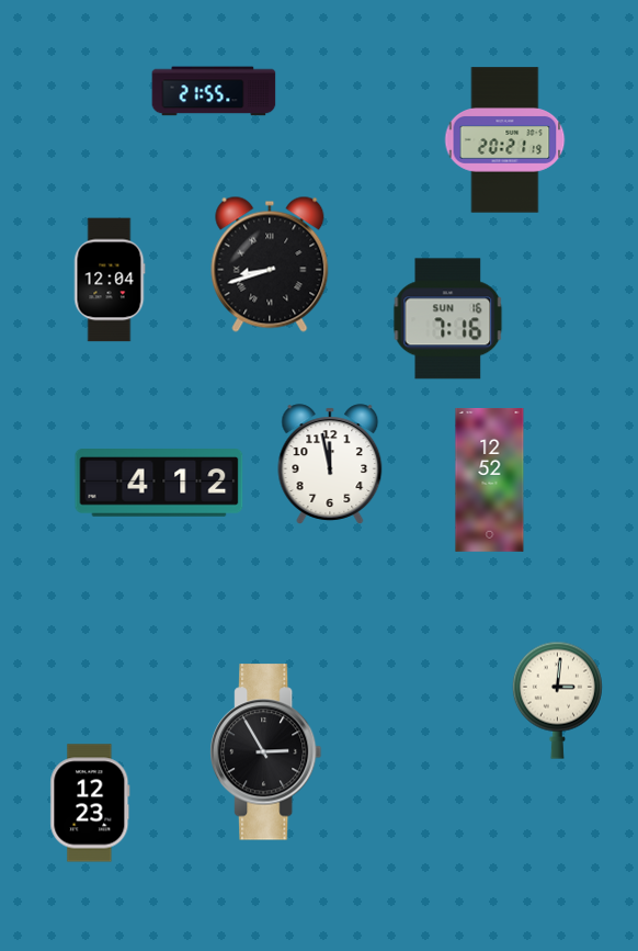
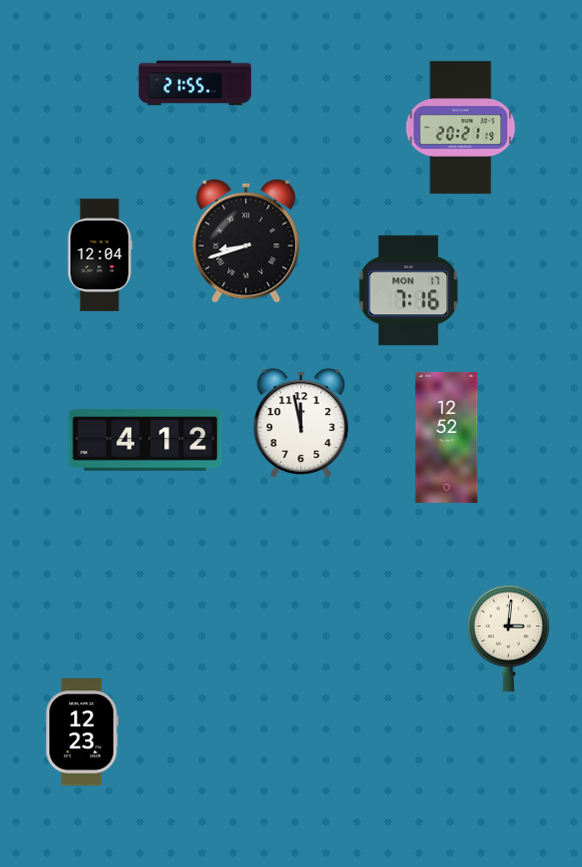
clock at (448, 319) date: SUN 16 -> MON 17
clock at (266, 752): 2:55 -> none
